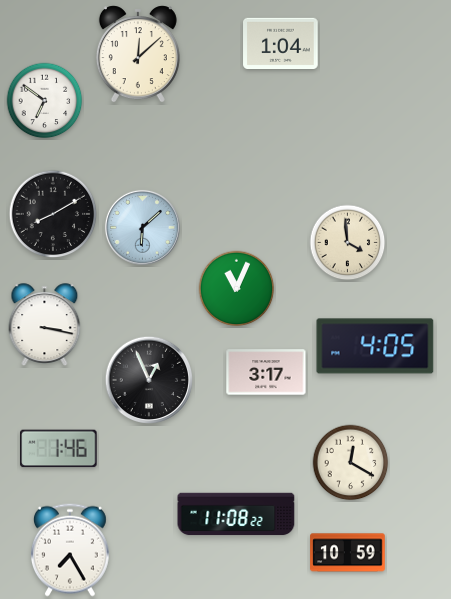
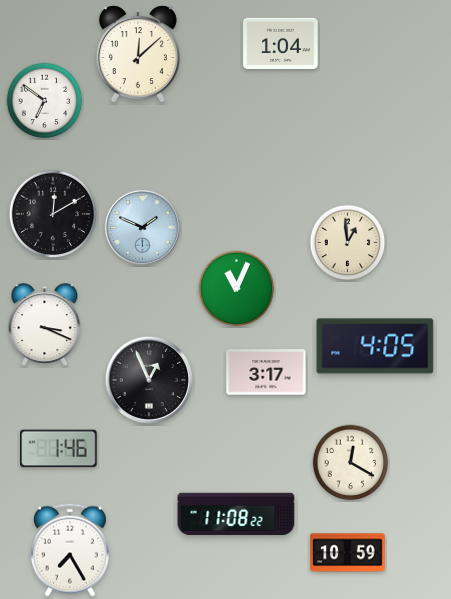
clock at (53, 214): 8:10 -> 12:10
clock at (142, 227): 6:08 -> 1:49
clock at (348, 243): 3:59 -> 12:59
clock at (45, 325): 3:17 -> 3:19
